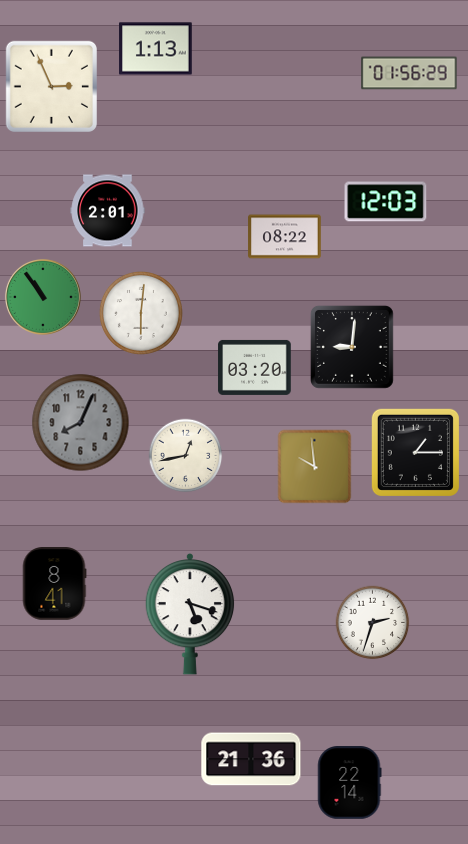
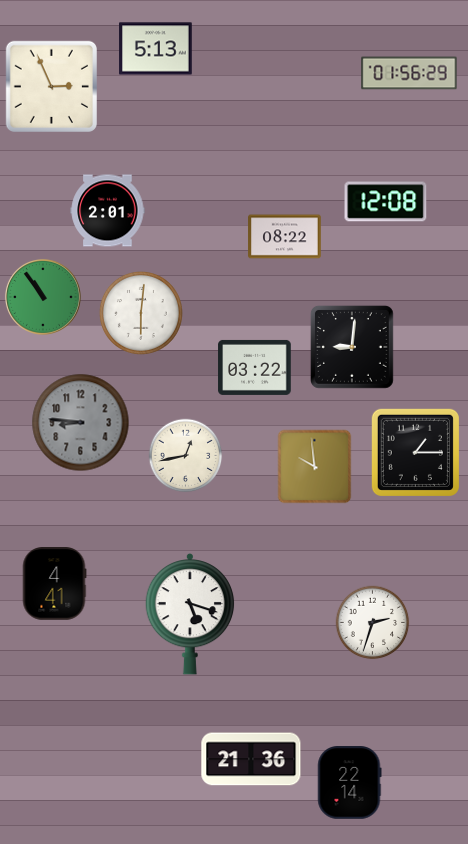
clock at (156, 49): 1:13 -> 5:13
clock at (386, 202): 12:03 -> 12:08
clock at (255, 367): 03:20 -> 03:22
clock at (81, 423): 8:04 -> 8:46
clock at (54, 584): 8:41 -> 4:41
